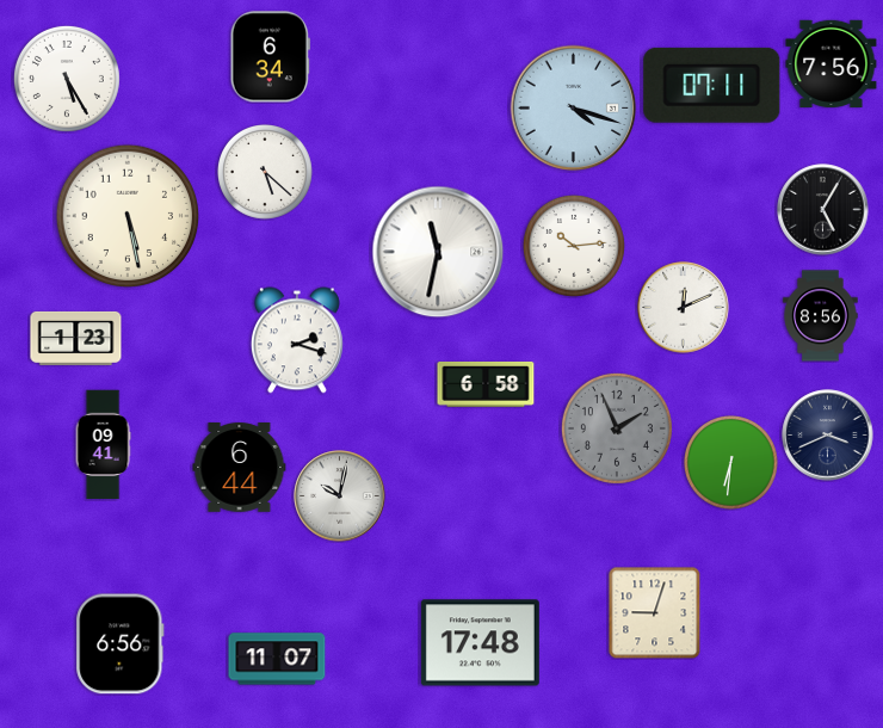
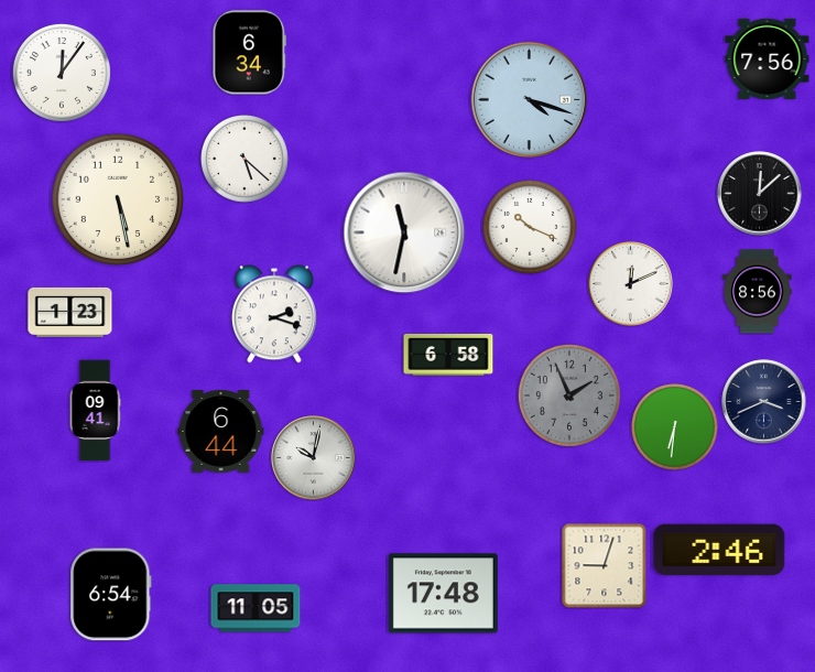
clock at (67, 79): 5:25 -> 12:06
clock at (712, 85): 07:11 -> none
clock at (823, 210): 5:05 -> 12:08
clock at (574, 246): 10:14 -> 10:19
clock at (719, 549): none -> 2:46
clock at (121, 644): 6:56 -> 6:54
clock at (277, 659): 11:07 -> 11:05
